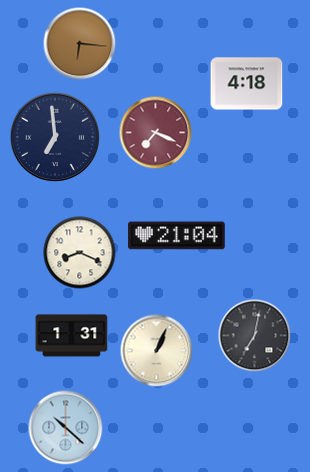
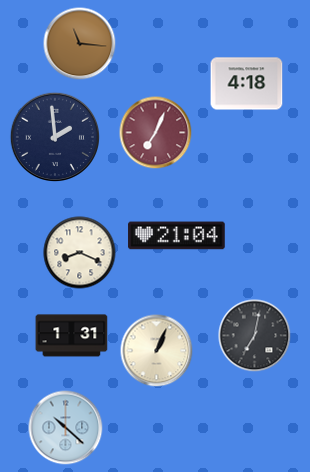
clock at (80, 44): 6:16 -> 11:16
clock at (156, 133): 7:19 -> 7:04
clock at (54, 136): 6:59 -> 1:59
